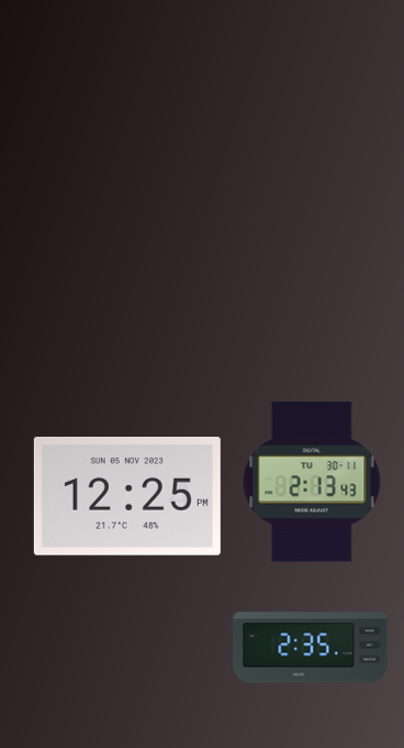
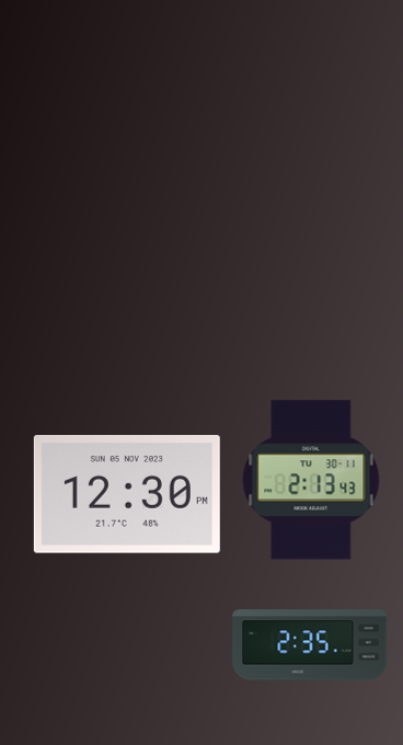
clock at (127, 497): 12:25 -> 12:30
